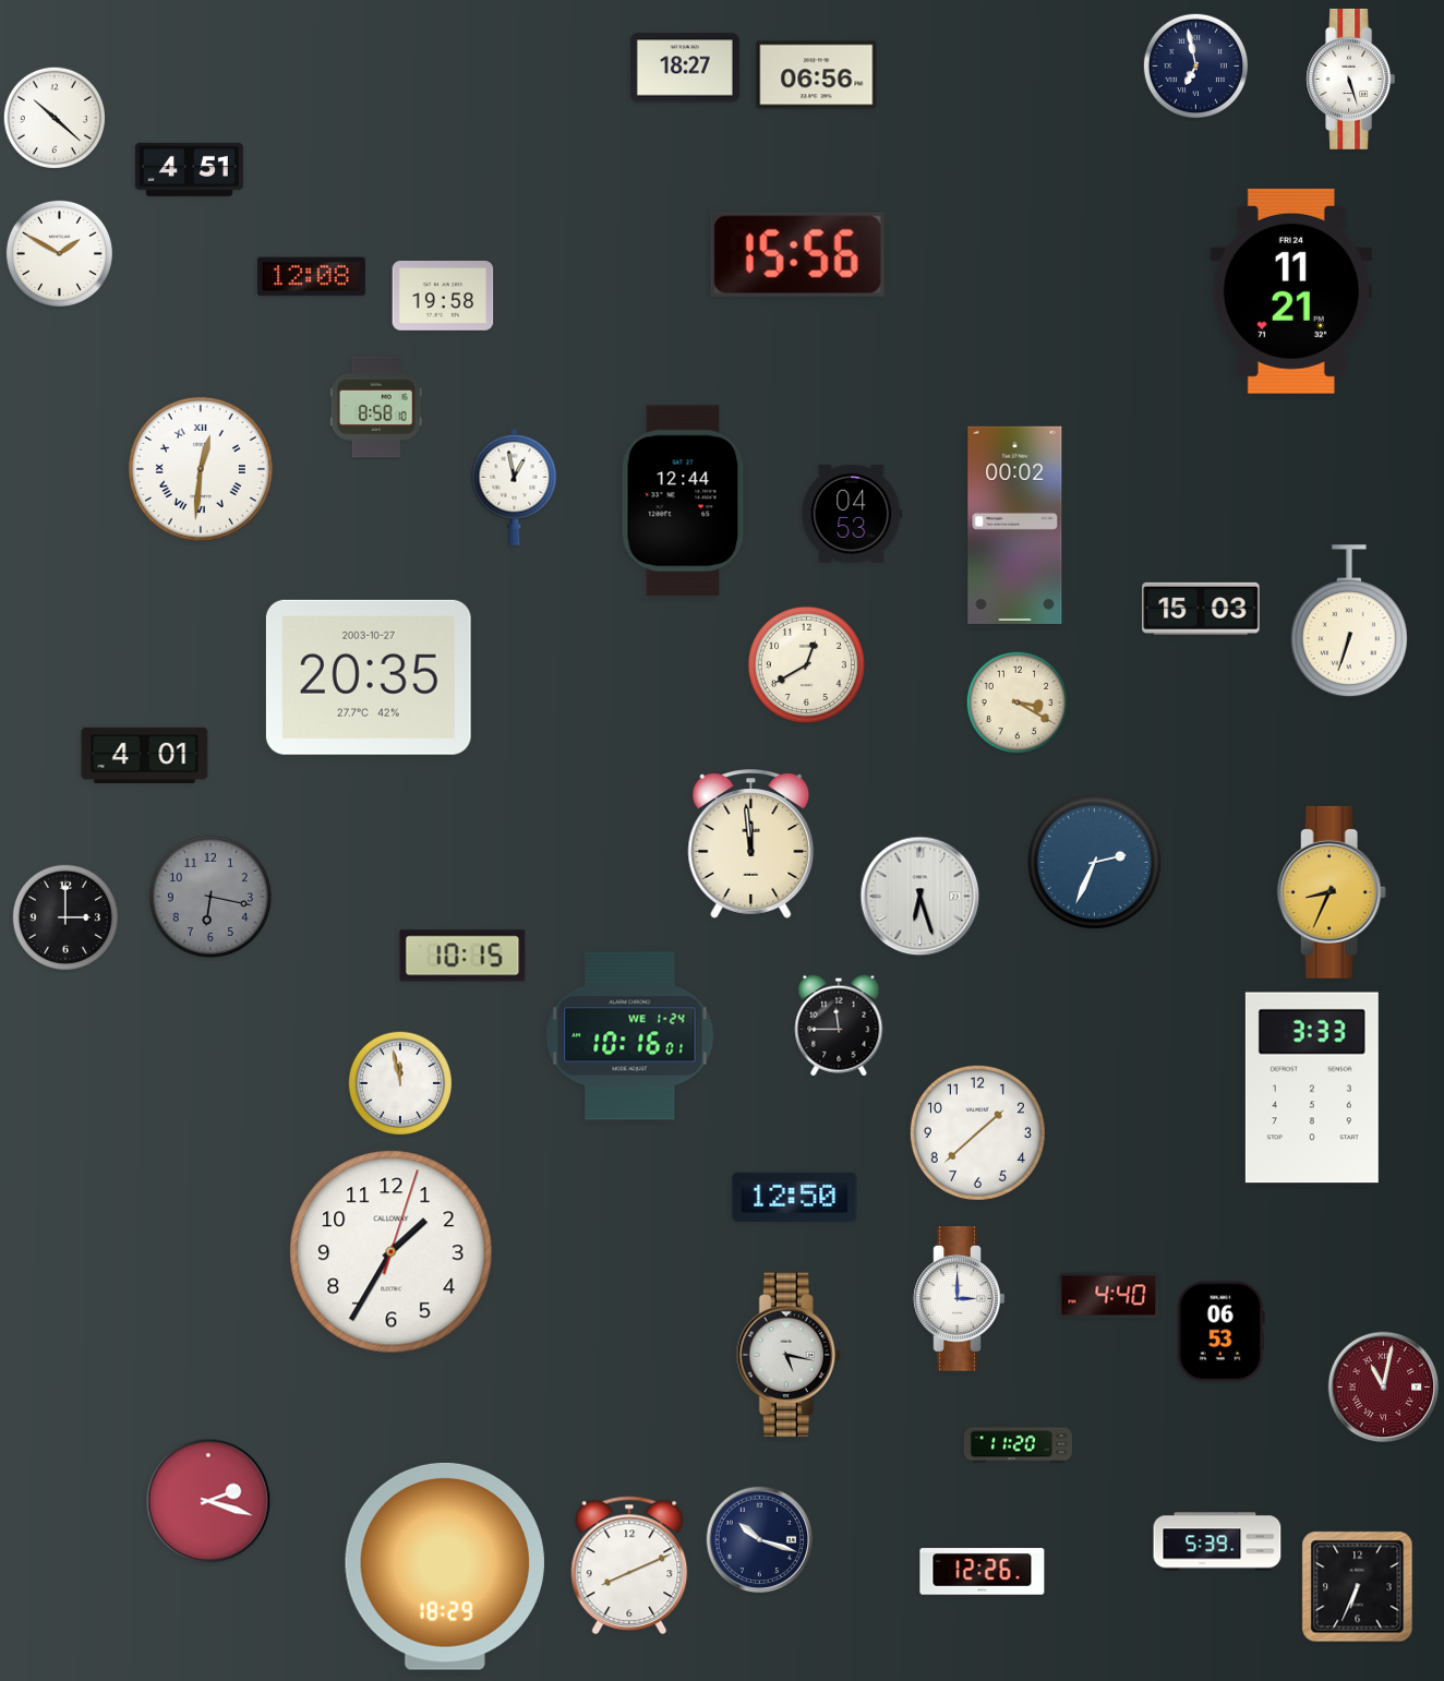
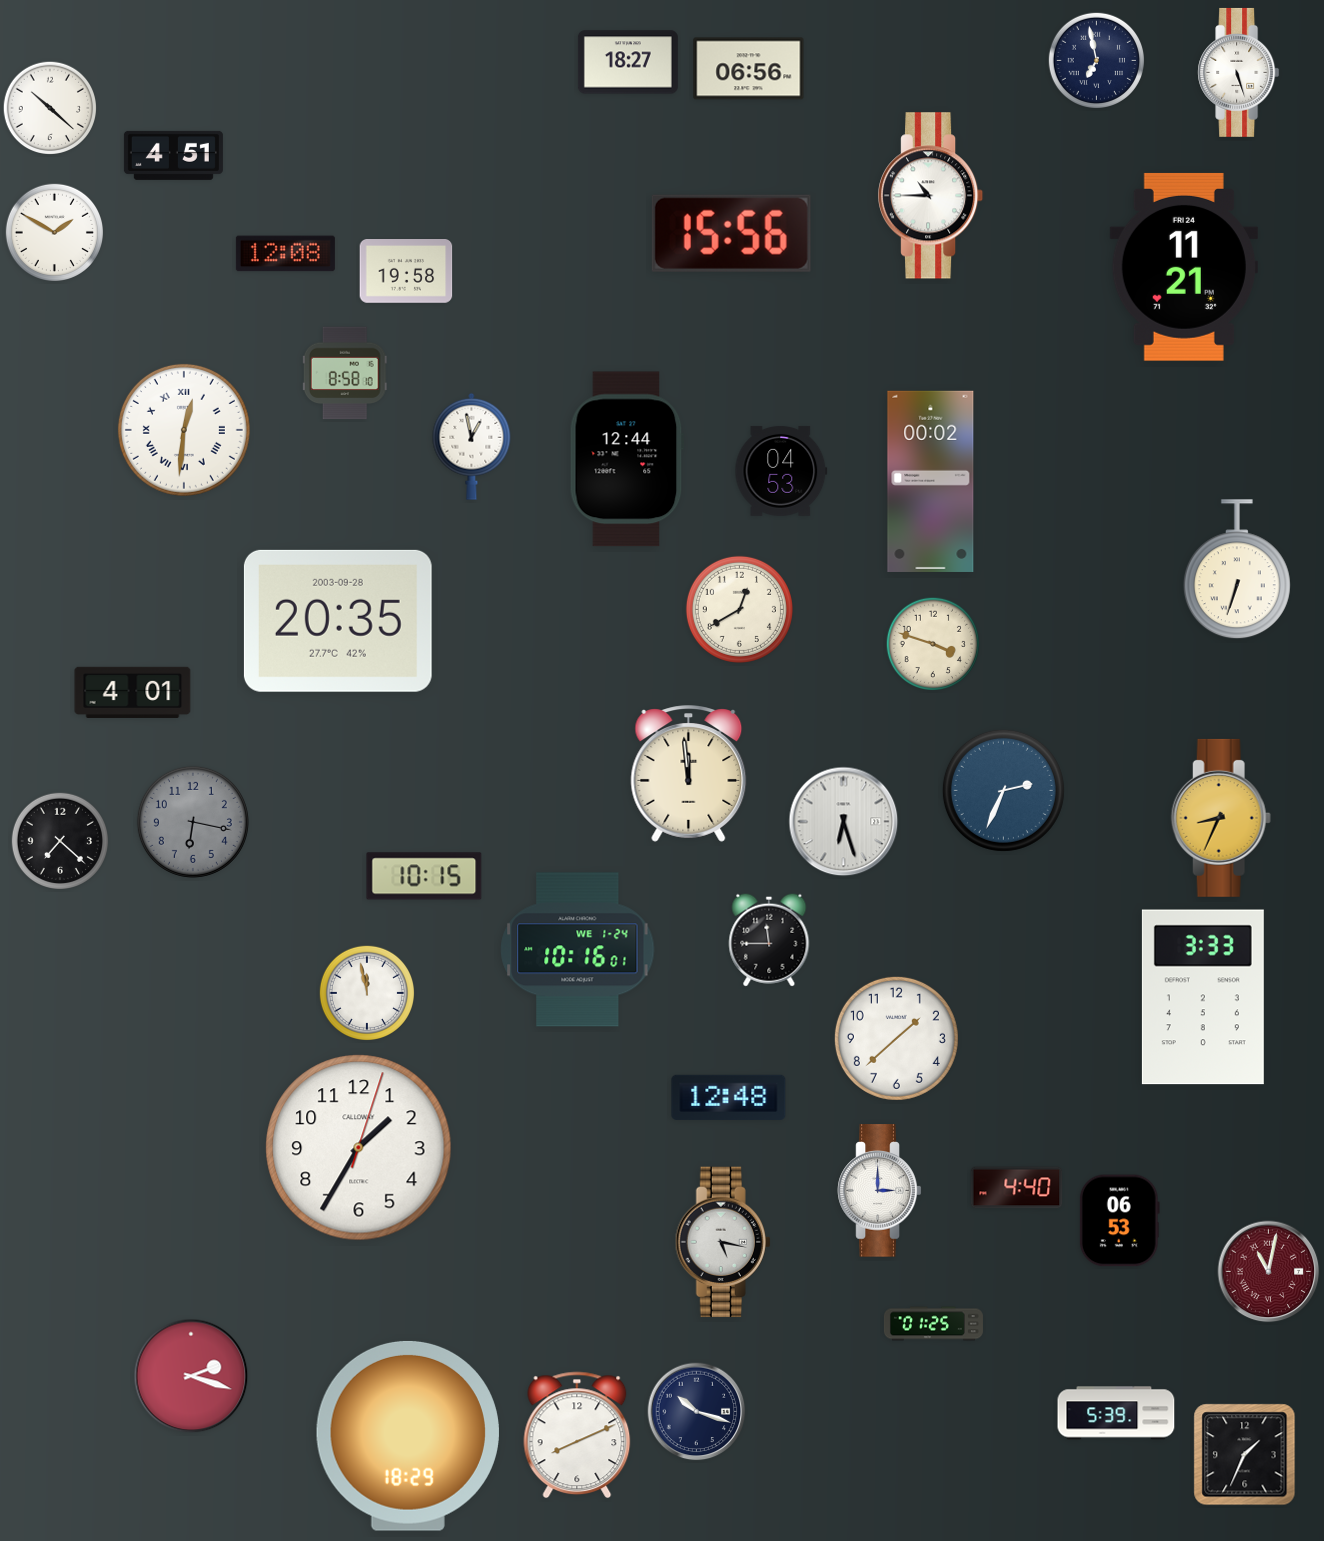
clock at (931, 196): none -> 10:45
clock at (1201, 609): 15:03 -> none
clock at (369, 677) date: 2003-10-27 -> 2003-09-28
clock at (1016, 701): 3:20 -> 3:48
clock at (64, 916): 3:00 -> 7:22
clock at (795, 1197): 12:50 -> 12:48
clock at (1018, 1444): 11:20 -> 01:25
clock at (983, 1572): 12:26 -> none
clock at (1358, 1587): 6:34 -> 1:34
